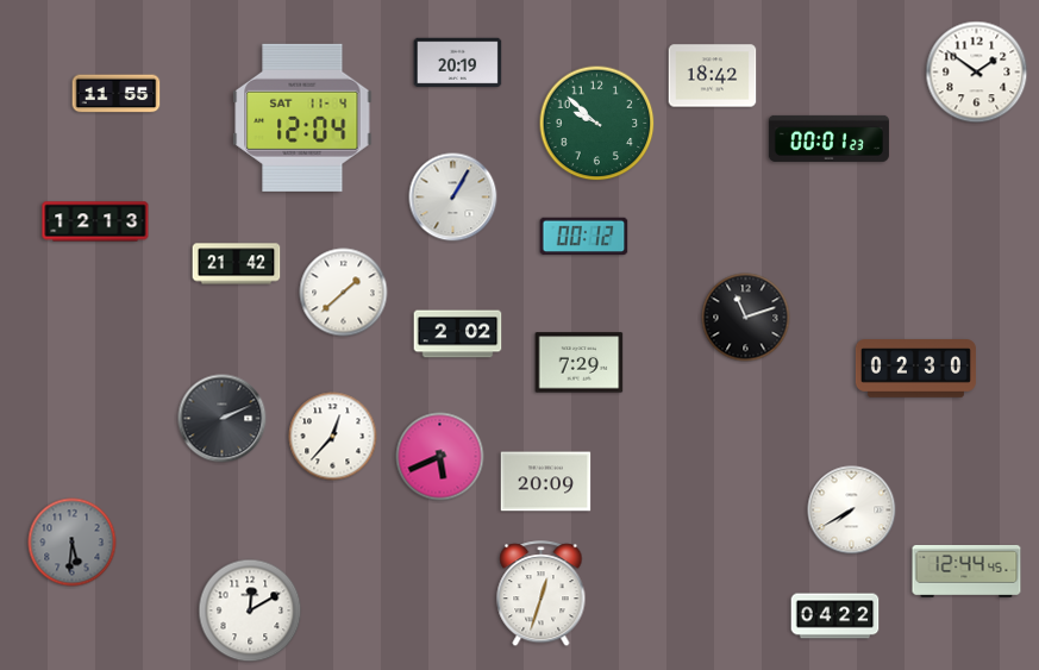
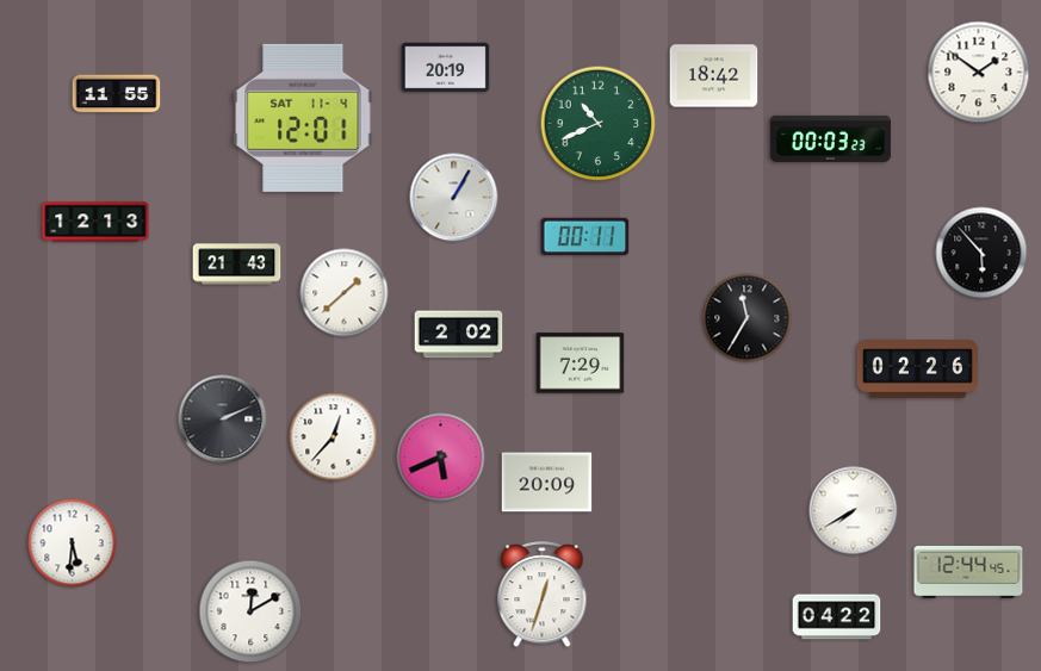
clock at (458, 63) position: (458, 63) -> (446, 68)
clock at (302, 118): 12:04 -> 12:01
clock at (597, 124): 9:52 -> 10:41
clock at (828, 138): 00:01 -> 00:03
clock at (584, 237): 00:12 -> 00:11
clock at (981, 253): none -> 5:53
clock at (237, 264): 21:42 -> 21:43
clock at (746, 318): 11:12 -> 11:35
clock at (915, 369): 02:30 -> 02:26
clock at (73, 543) dial: grey -> white
